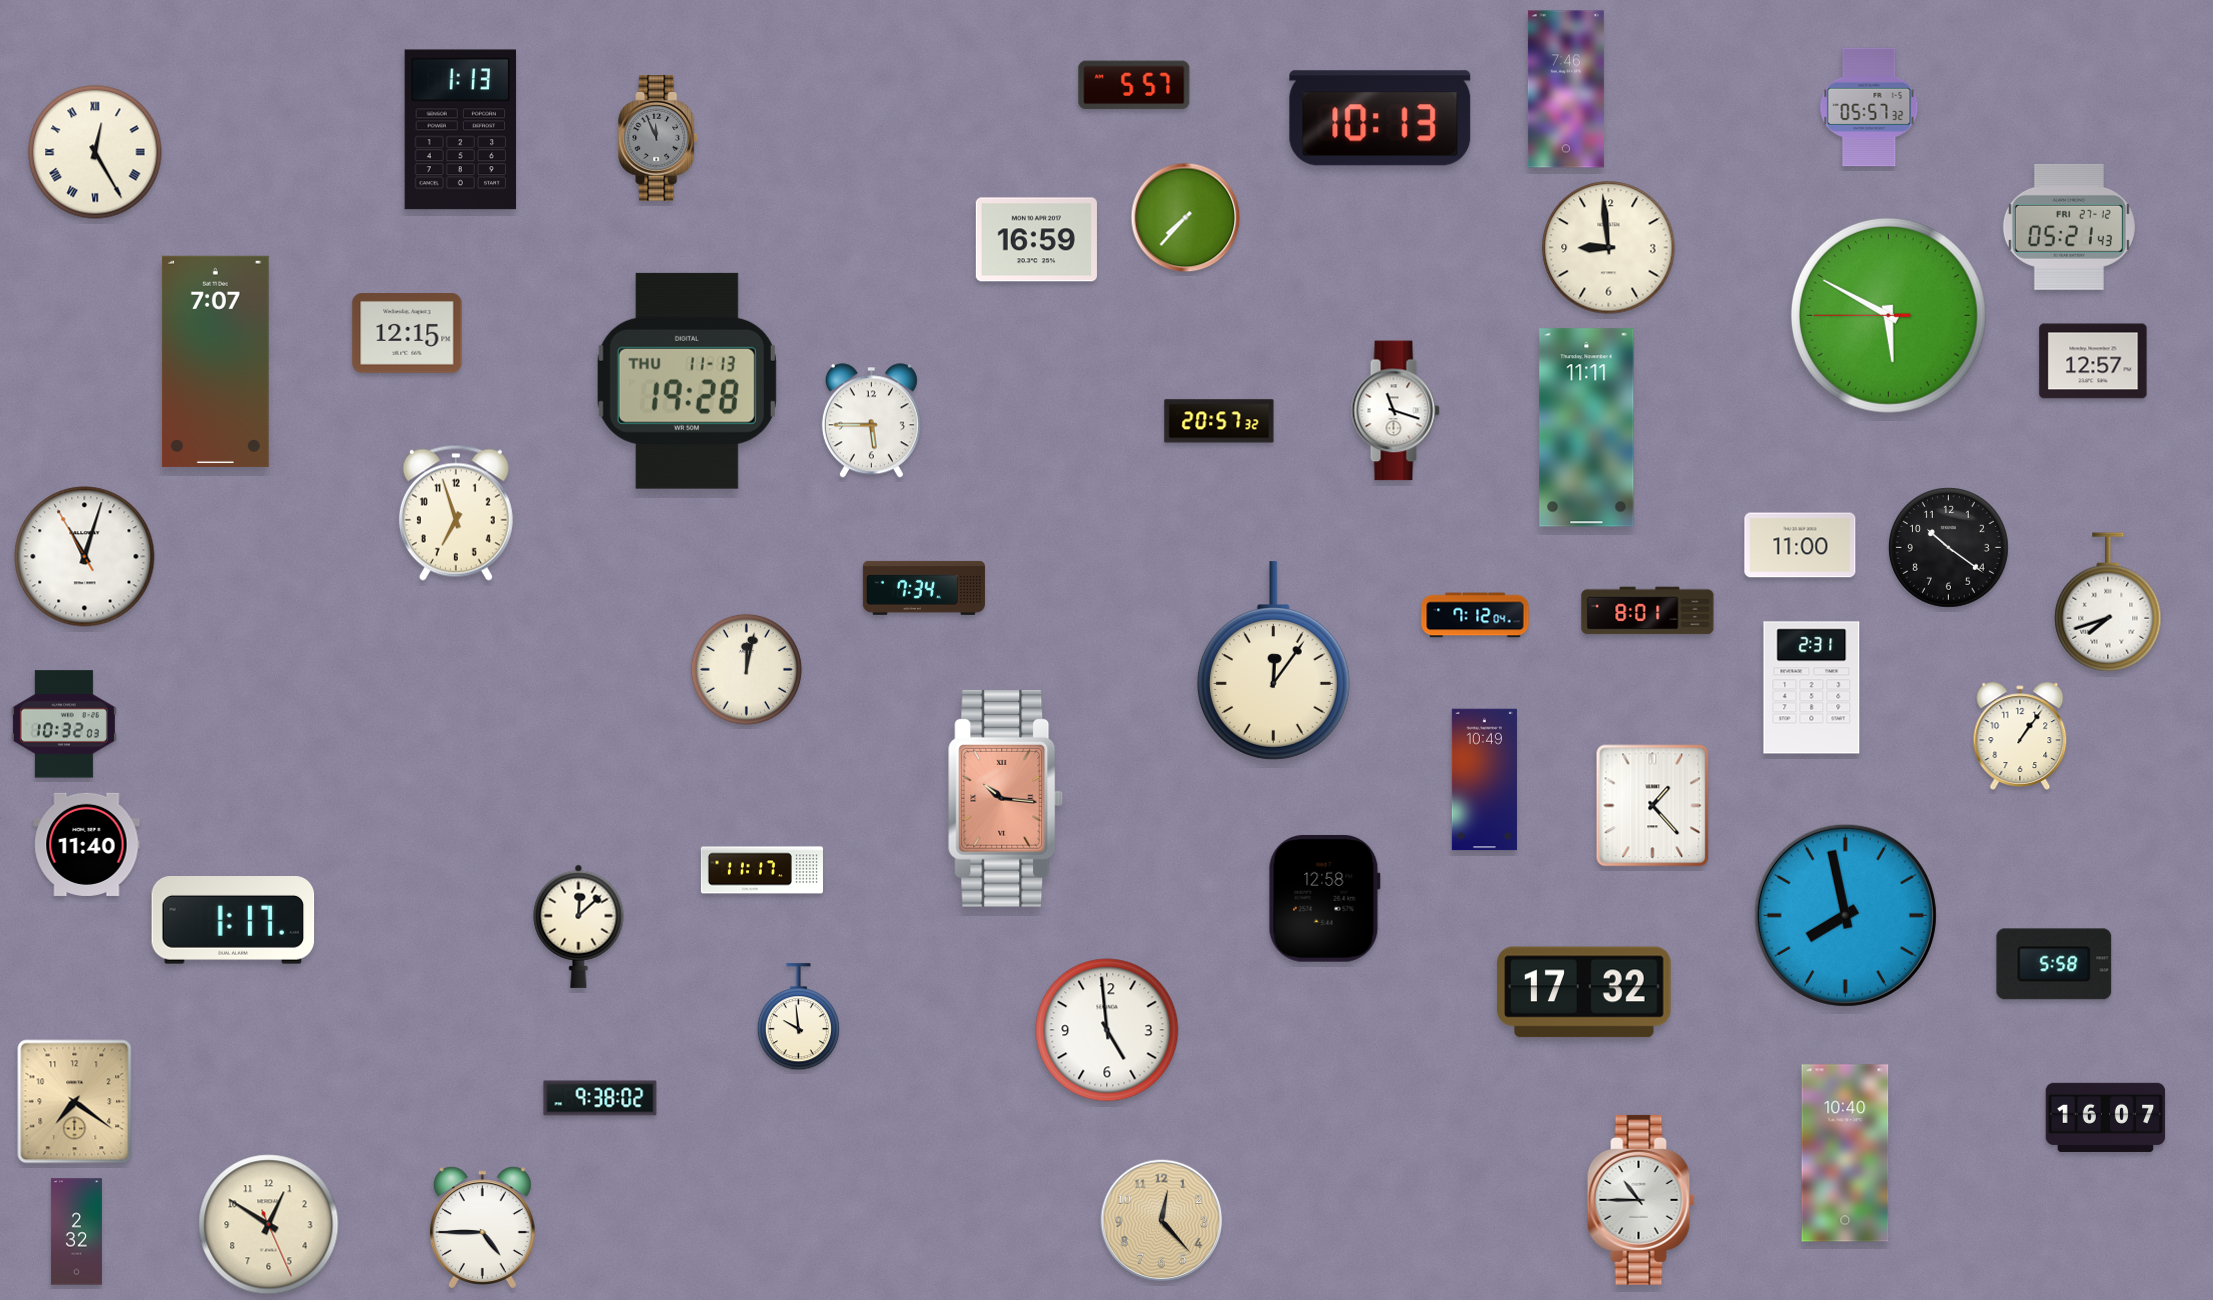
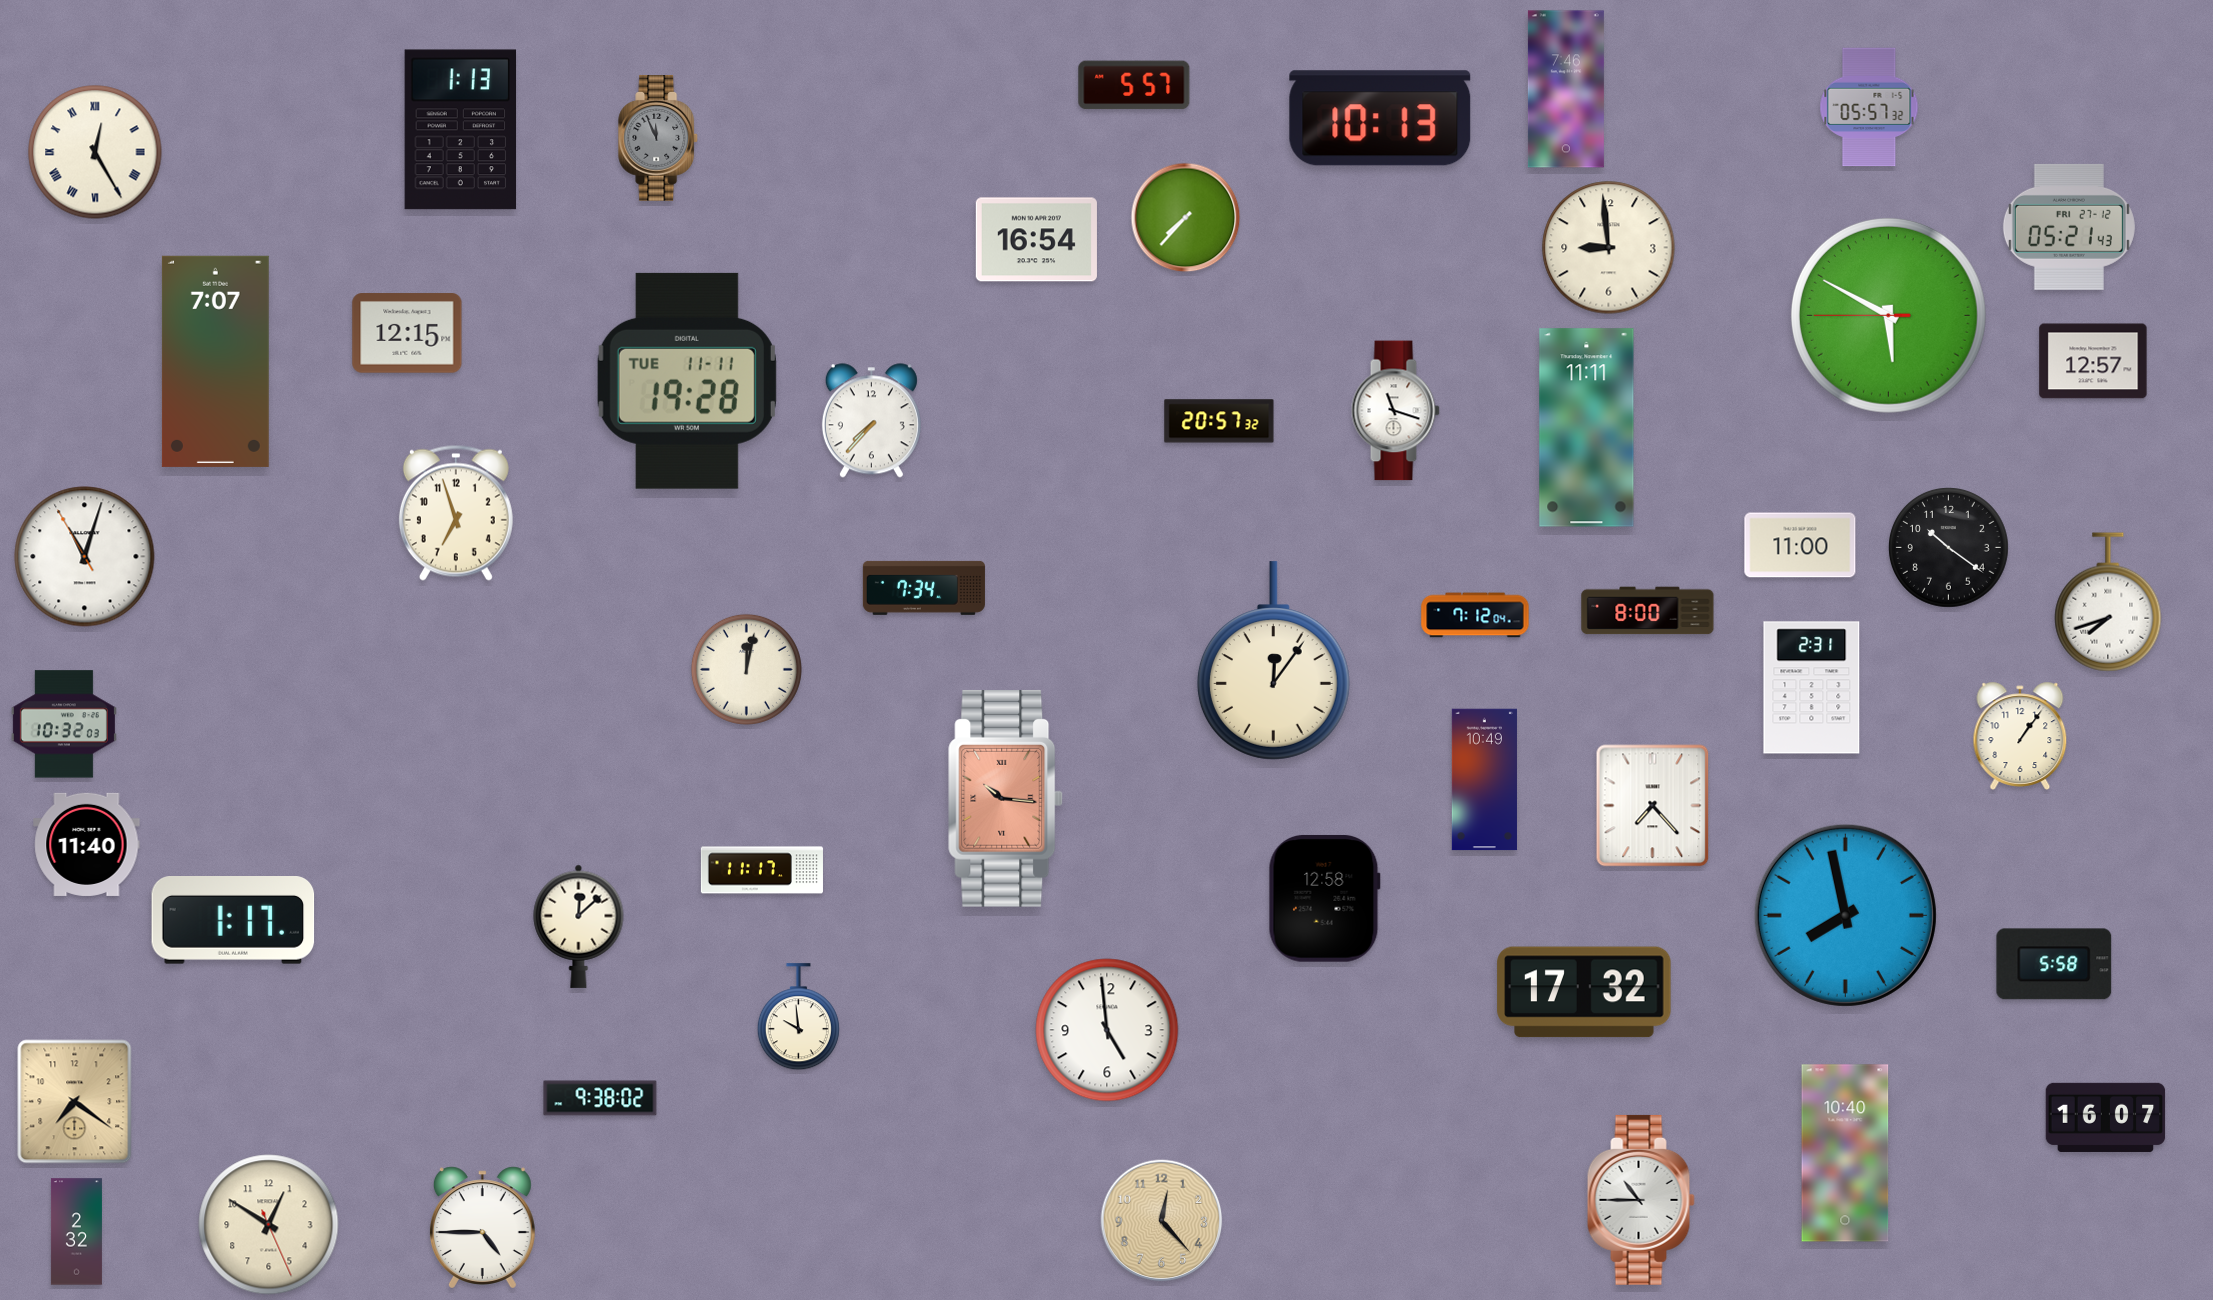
clock at (1036, 240): 16:59 -> 16:54
clock at (687, 381) date: THU 11-13 -> TUE 11-11
clock at (871, 421): 5:45 -> 7:37
clock at (1648, 611): 8:01 -> 8:00
clock at (1653, 806): 1:23 -> 7:23
